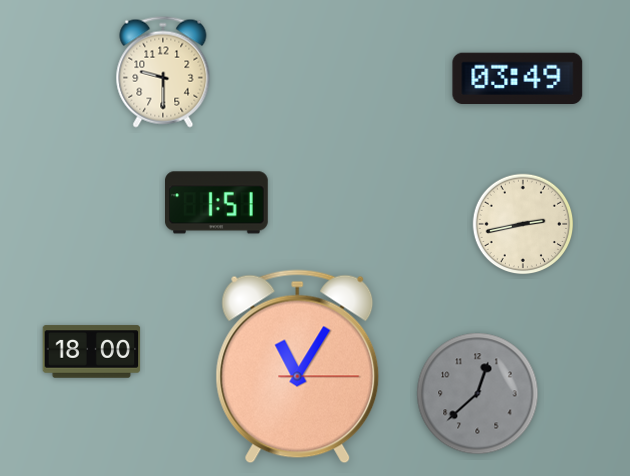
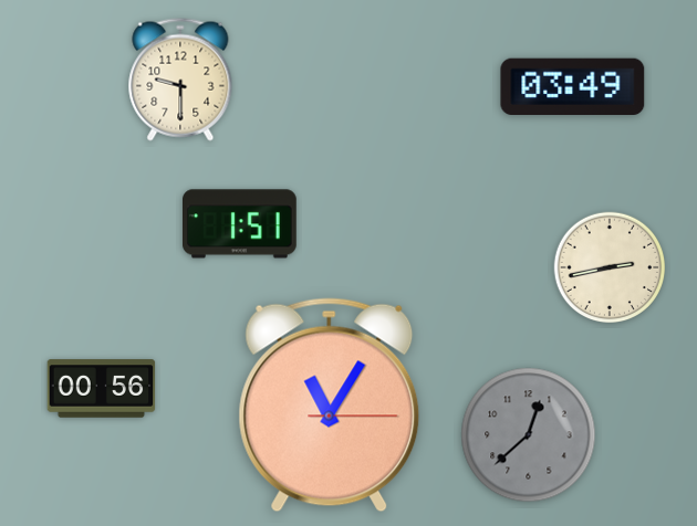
clock at (523, 224) position: (523, 224) -> (610, 267)
clock at (92, 352): 18:00 -> 00:56
